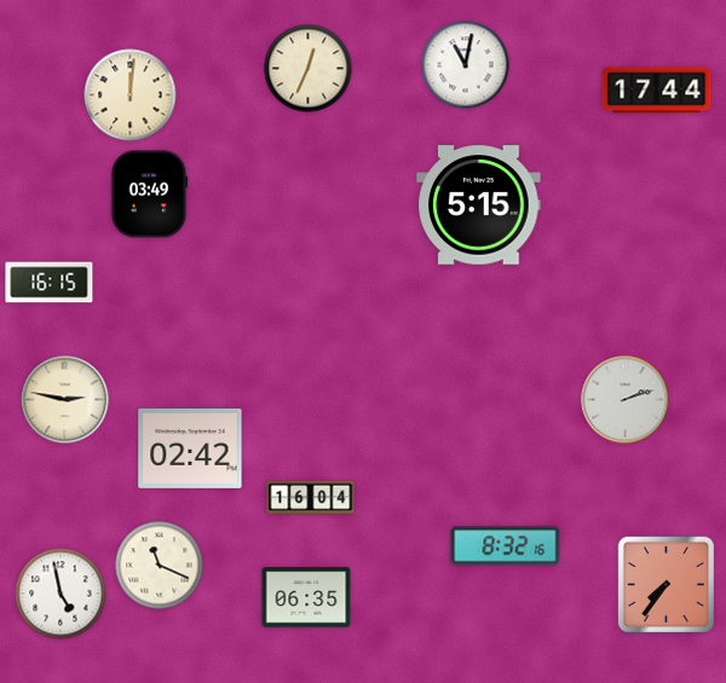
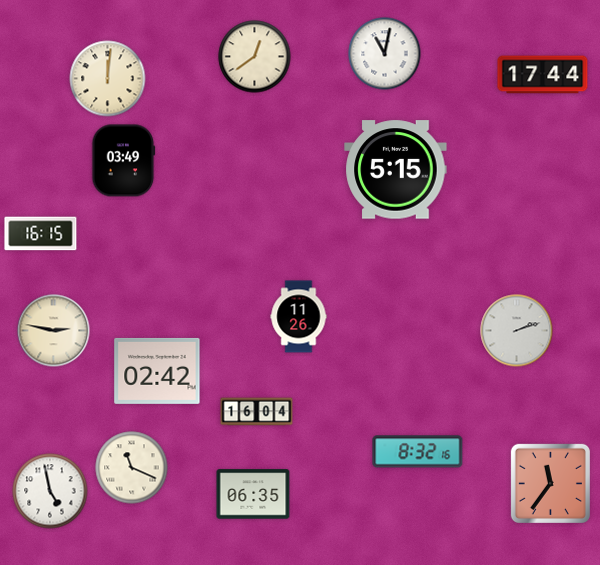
clock at (309, 69): 12:34 -> 12:39
clock at (299, 317): none -> 11:26
clock at (665, 584): 7:36 -> 11:36
